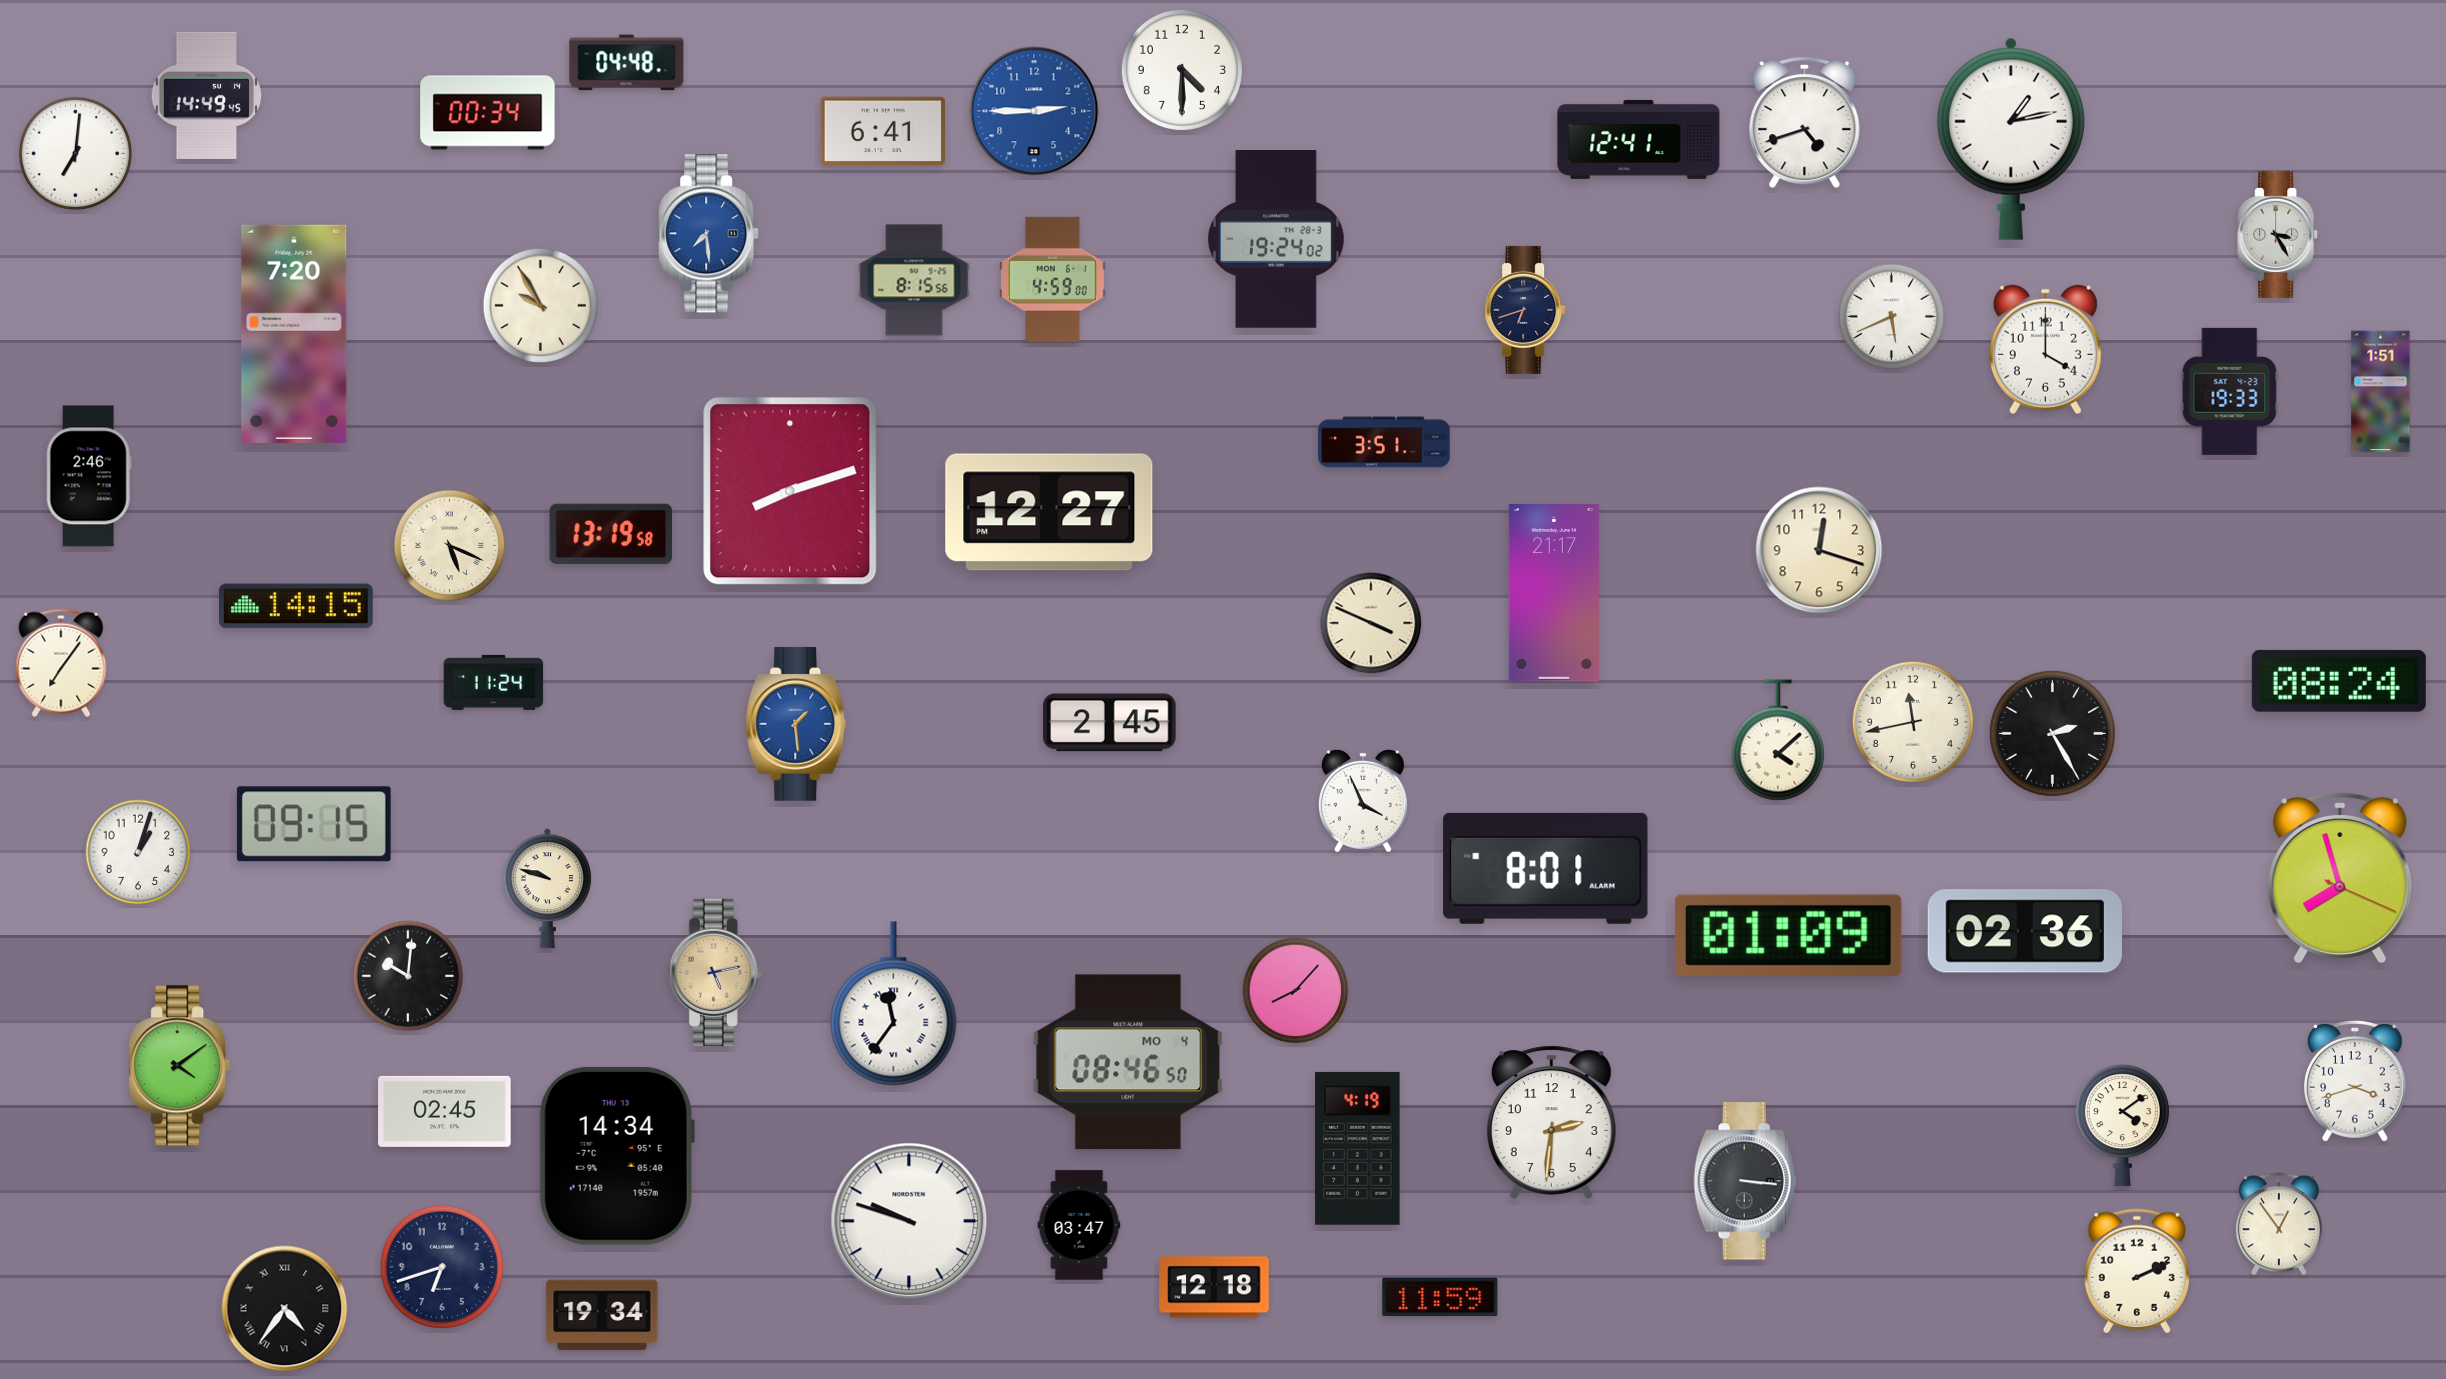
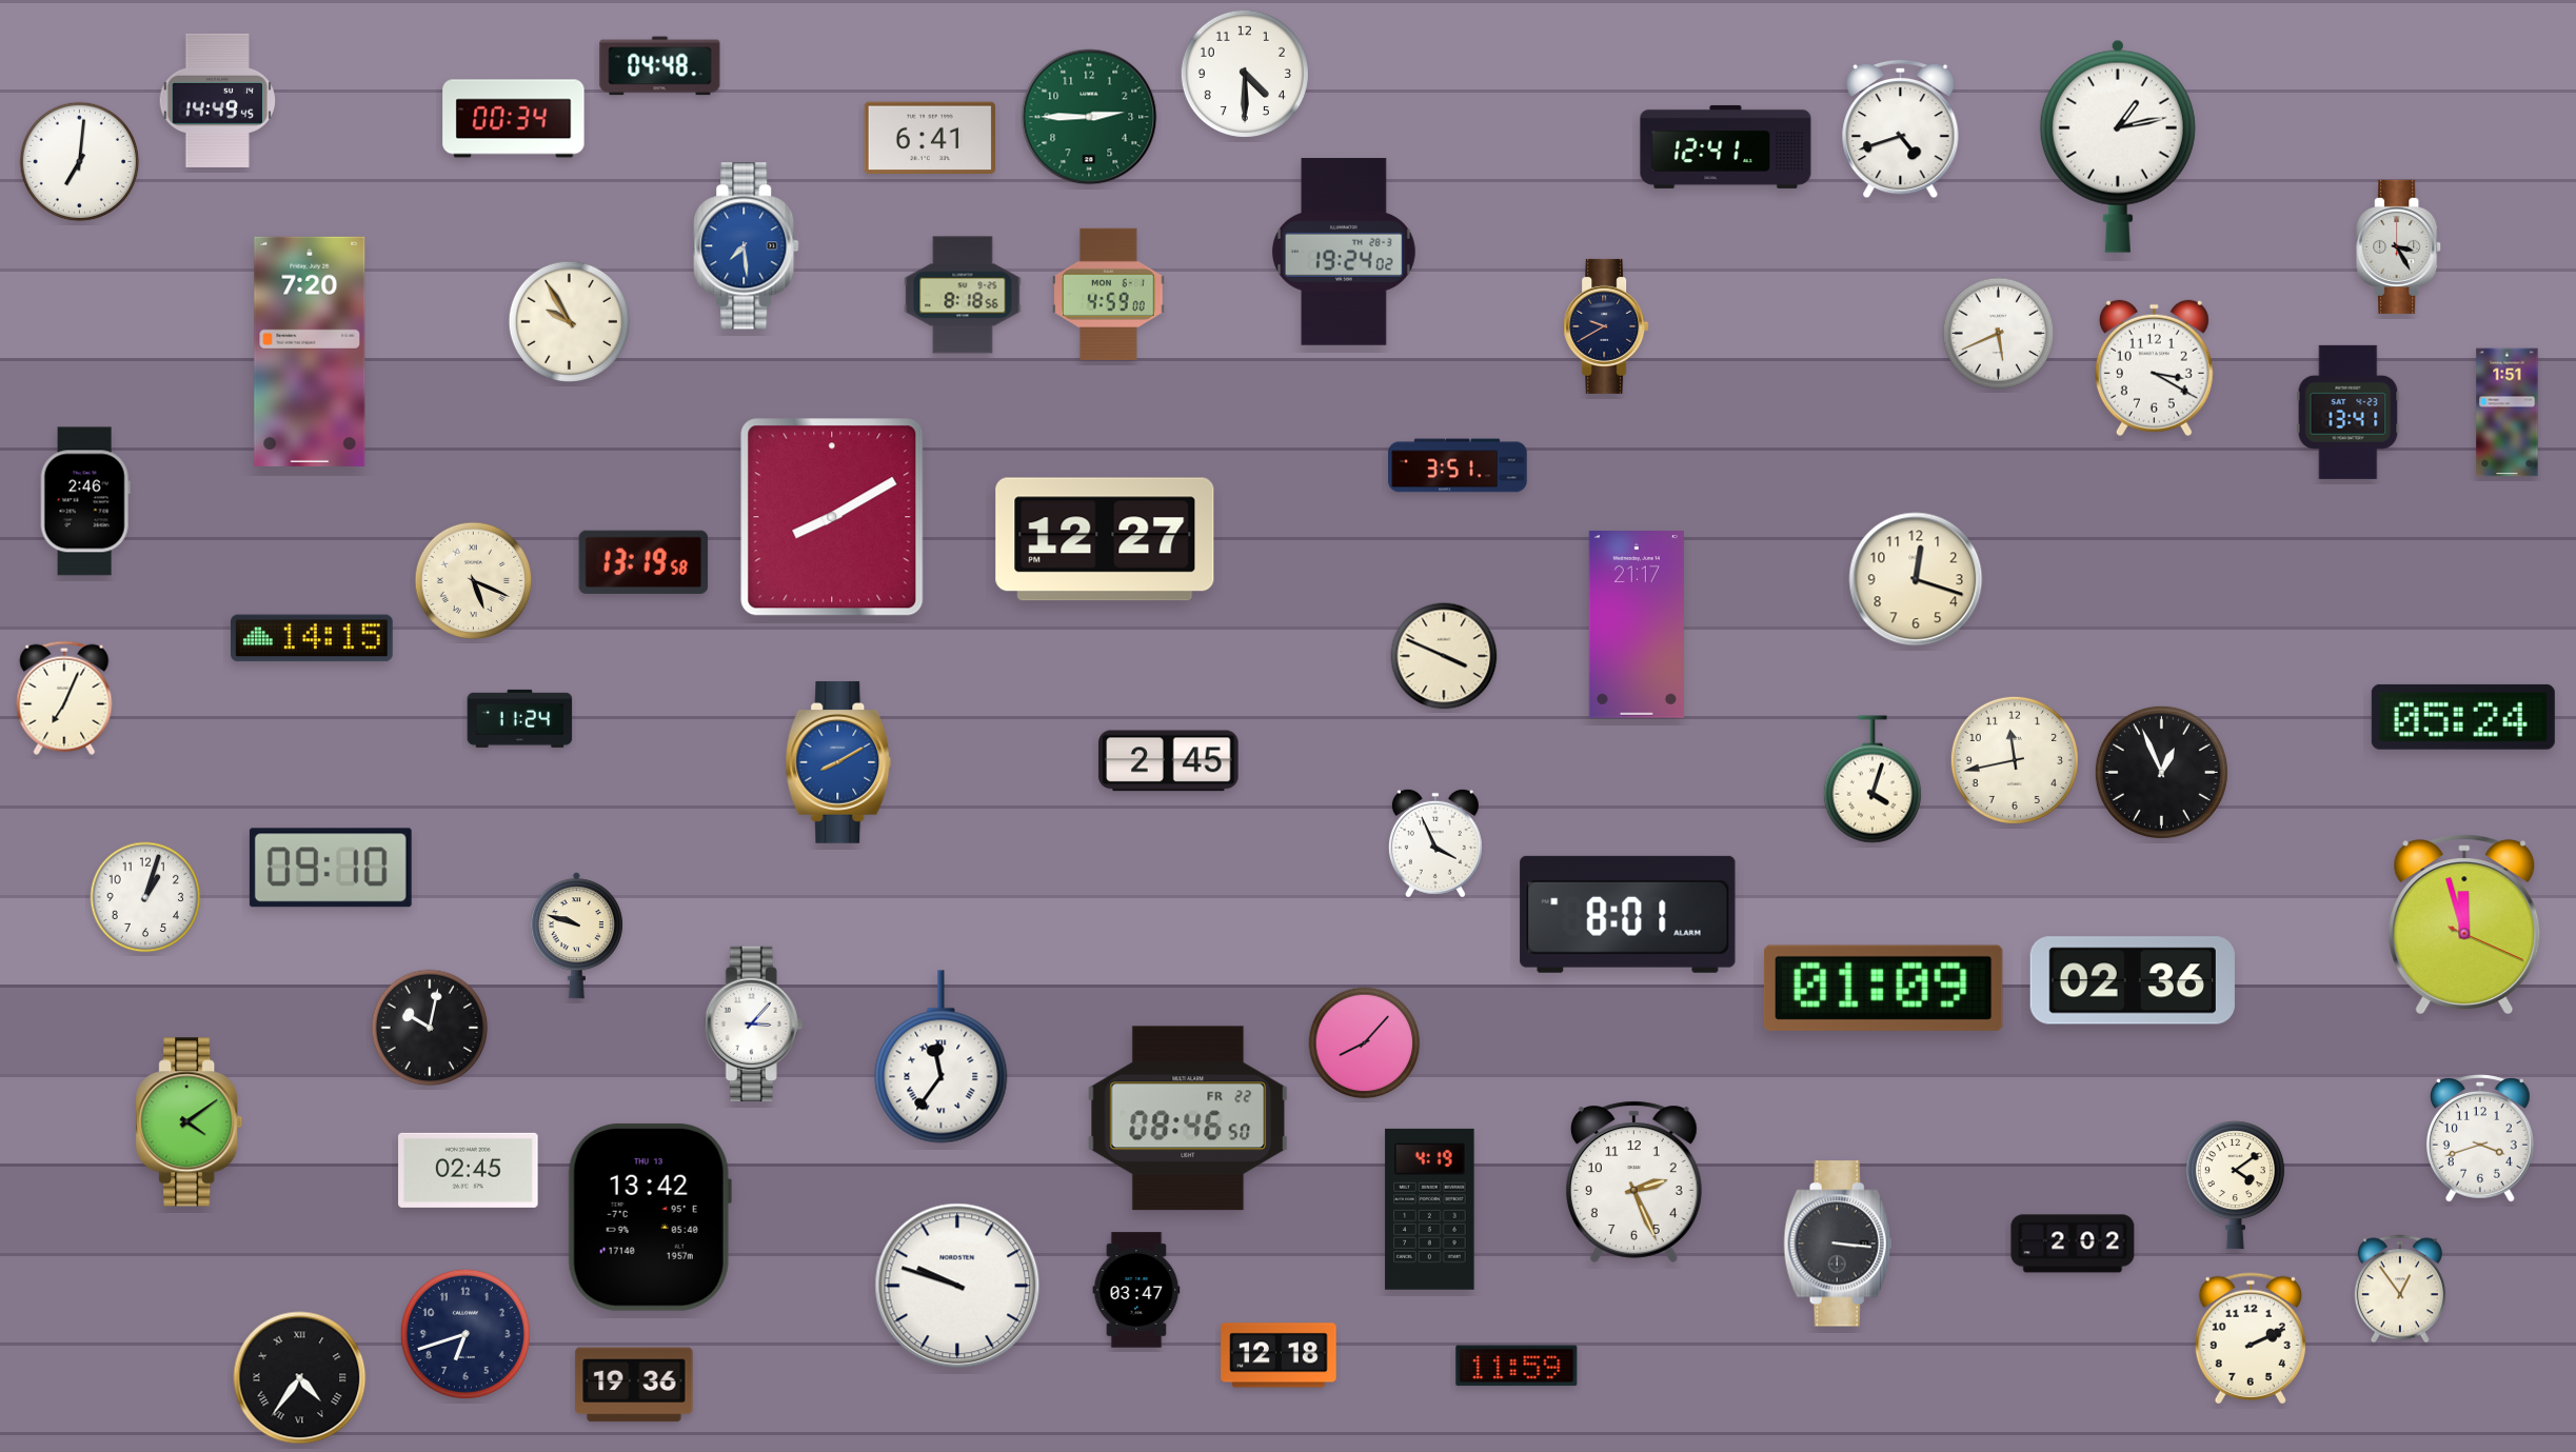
clock at (1034, 111) dial: blue -> green
clock at (914, 280): 8:15 -> 8:18
clock at (1525, 310): 6:42 -> 9:40
clock at (1892, 317) position: (1892, 317) -> (1999, 334)
clock at (2045, 350): 4:00 -> 3:20
clock at (2230, 391): 19:33 -> 13:41
clock at (89, 476) position: (89, 476) -> (85, 501)
clock at (790, 491): 8:12 -> 8:10
clock at (450, 546) position: (450, 546) -> (474, 581)
clock at (61, 663): 7:06 -> 7:04
clock at (2339, 681): 08:24 -> 05:24
clock at (796, 724): 1:29 -> 8:10
clock at (2052, 733): 2:25 -> 12:56
clock at (1778, 740): 4:08 -> 4:03
clock at (314, 824): 09:15 -> 09:10
clock at (2340, 877): 7:57 -> 11:57
clock at (1788, 935) position: (1788, 935) -> (1883, 988)
clock at (715, 972): 5:13 -> 3:07
clock at (715, 972) dial: champagne -> white
clock at (408, 976): 10:01 -> 10:02
clock at (1128, 1062) date: MO 4 -> FR 22
clock at (1551, 1122): 2:31 -> 2:26
clock at (617, 1156): 14:34 -> 13:42
clock at (2073, 1244): none -> 2:02
clock at (602, 1315): 19:34 -> 19:36
